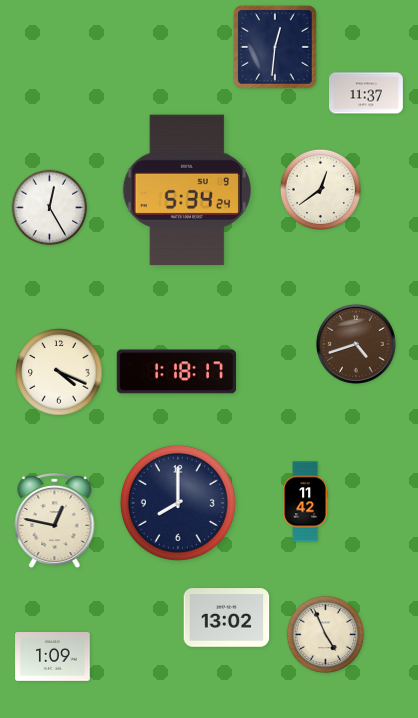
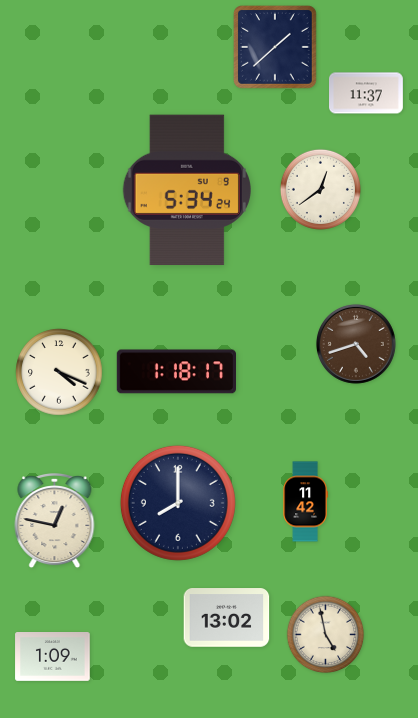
clock at (276, 48): 12:31 -> 1:38
clock at (50, 208): 12:25 -> none
clock at (326, 635): 4:56 -> 4:58
